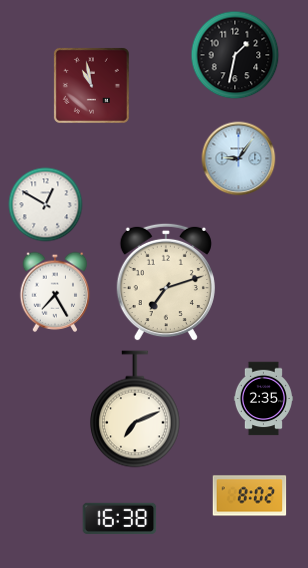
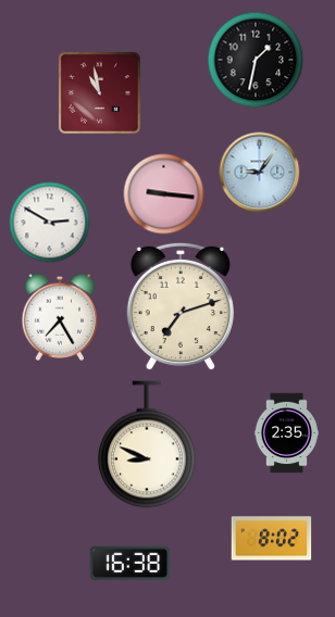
clock at (164, 194): none -> 9:16
clock at (46, 205): 12:50 -> 2:50
clock at (136, 409): 7:11 -> 8:49
